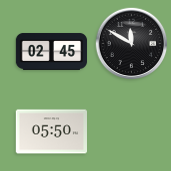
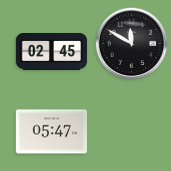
clock at (52, 132): 05:50 -> 05:47
